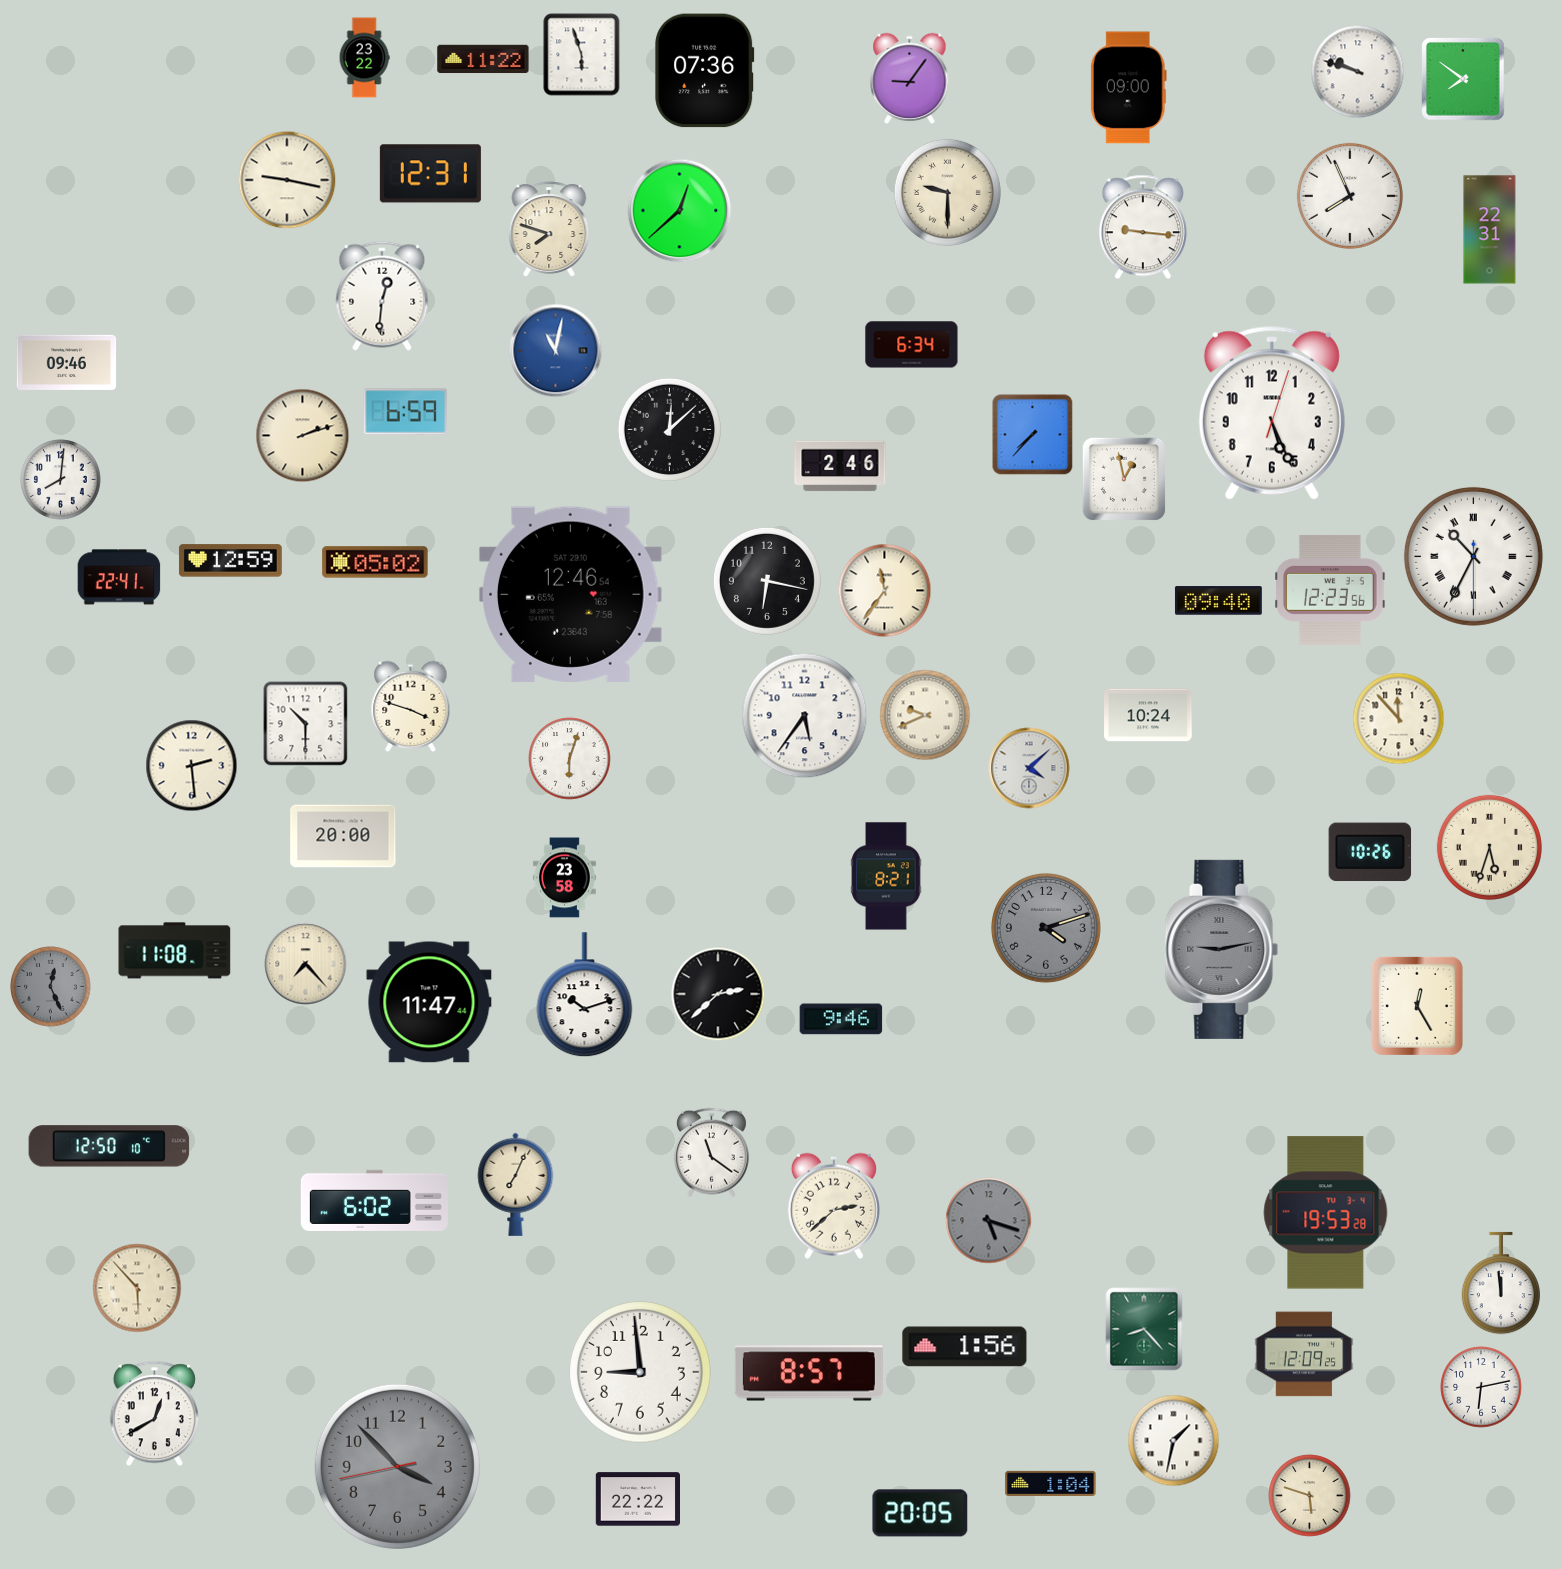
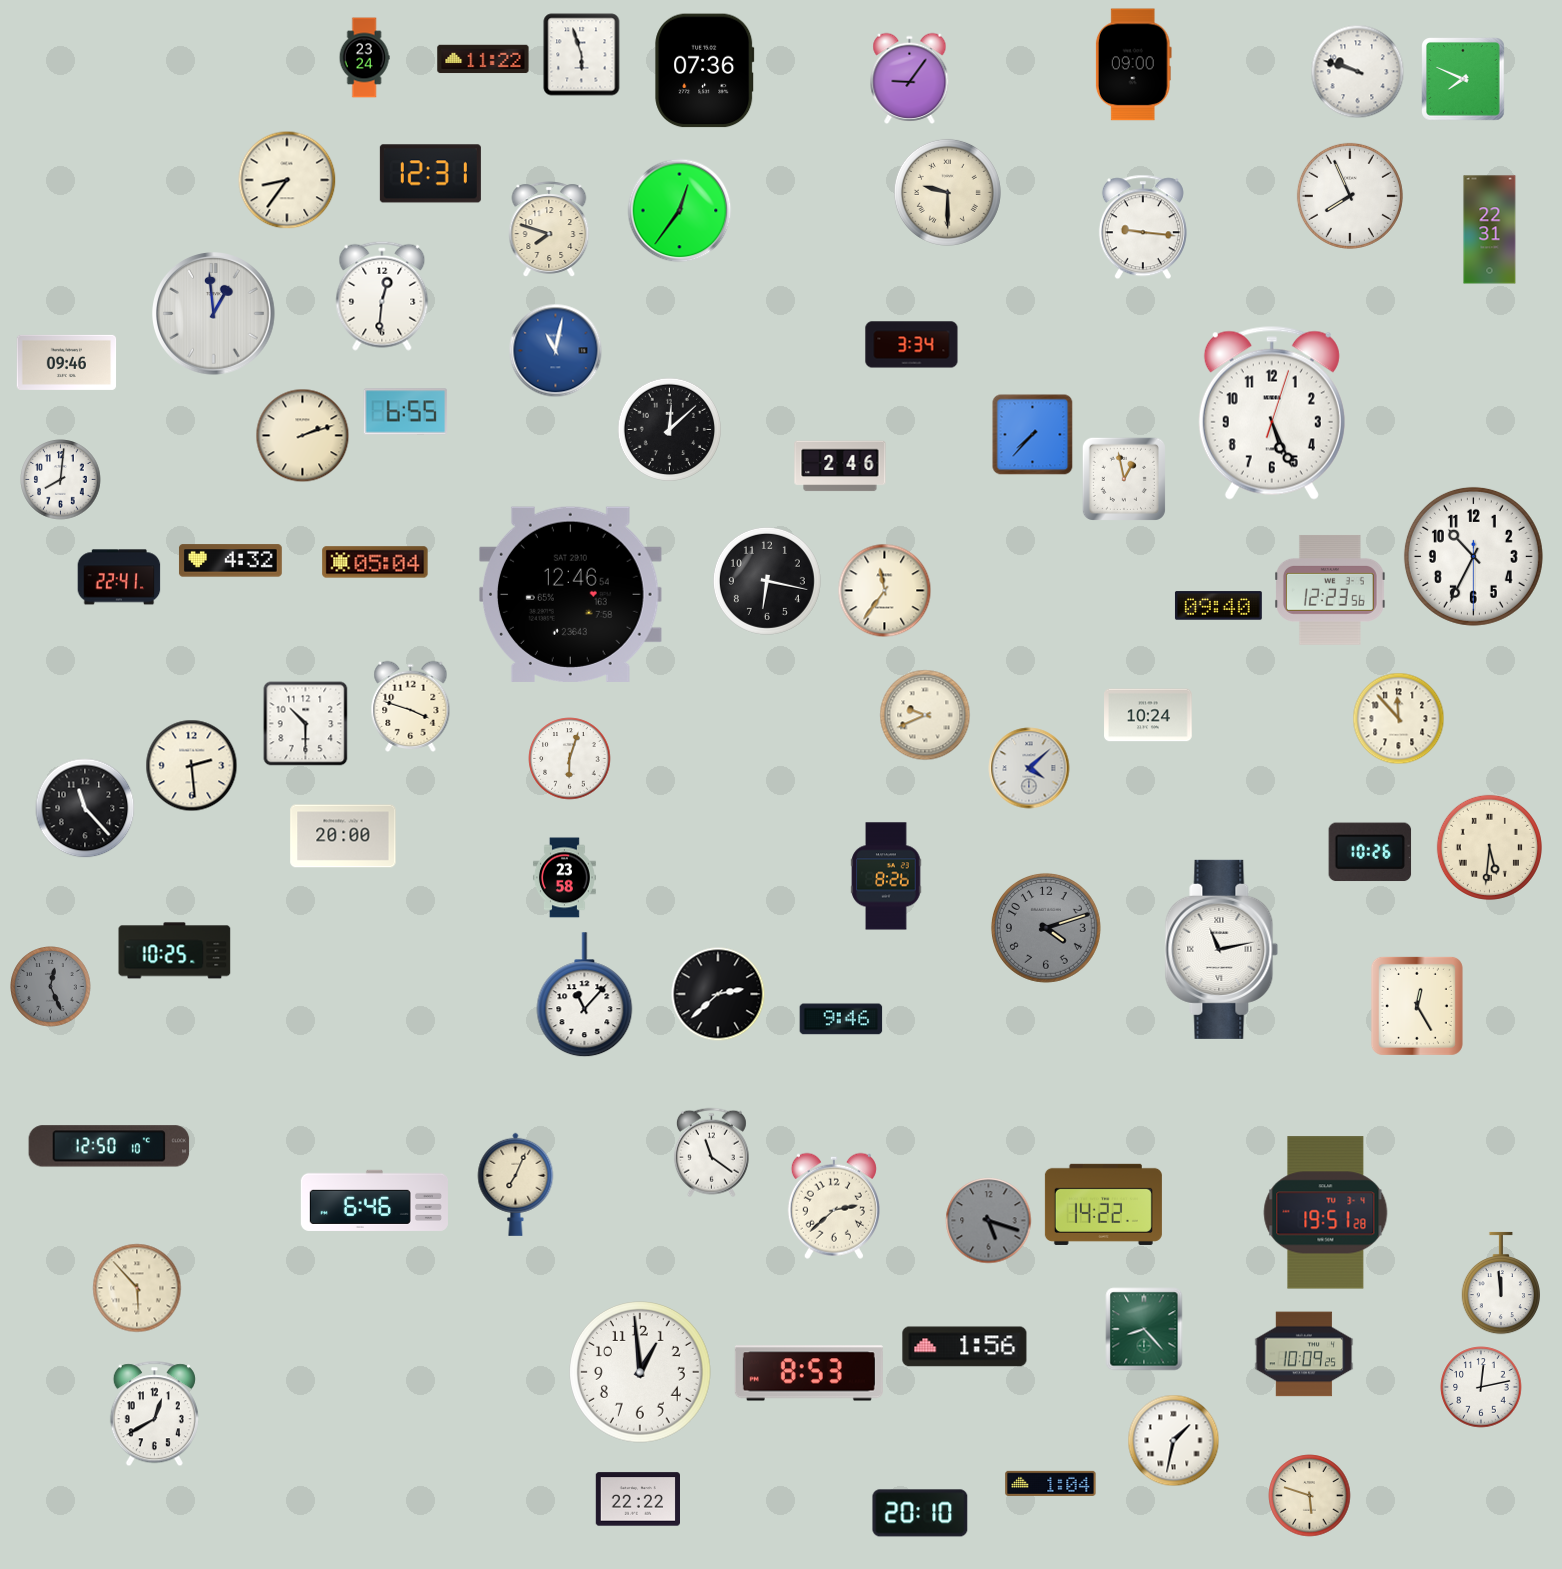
clock at (364, 58): 23:22 -> 23:24
clock at (1463, 79): 7:51 -> 7:49
clock at (1128, 88) position: (1128, 88) -> (1133, 65)
clock at (287, 180): 9:17 -> 8:36
clock at (680, 211): 12:38 -> 12:36
clock at (214, 314): none -> 12:59
clock at (912, 345): 6:34 -> 3:34
clock at (406, 412): 6:59 -> 6:55
clock at (1473, 556) numerals: Roman -> Arabic
clock at (230, 561): 12:59 -> 4:32
clock at (375, 562): 05:02 -> 05:04
clock at (1218, 601) position: (1218, 601) -> (1218, 606)
clock at (805, 716): 5:36 -> none
clock at (85, 808): none -> 11:23
clock at (1489, 847): 5:33 -> 5:31
clock at (886, 876): 8:21 -> 8:26
clock at (1222, 949): 9:13 -> 11:13
clock at (1222, 949) dial: grey -> white
clock at (175, 951): 11:08 -> 10:25
clock at (306, 964): 7:23 -> none
clock at (585, 995): 10:12 -> 11:07
clock at (429, 1002): 11:47 -> none
clock at (374, 1200): 6:02 -> 6:46
clock at (1103, 1204): none -> 14:22
clock at (1326, 1213): 19:53 -> 19:51
clock at (1304, 1354): 12:09 -> 10:09
clock at (641, 1373): 8:59 -> 12:59
clock at (809, 1373): 8:57 -> 8:53
clock at (1481, 1387): 6:13 -> 12:13
clock at (397, 1466): 3:52 -> none
clock at (920, 1513): 20:05 -> 20:10
